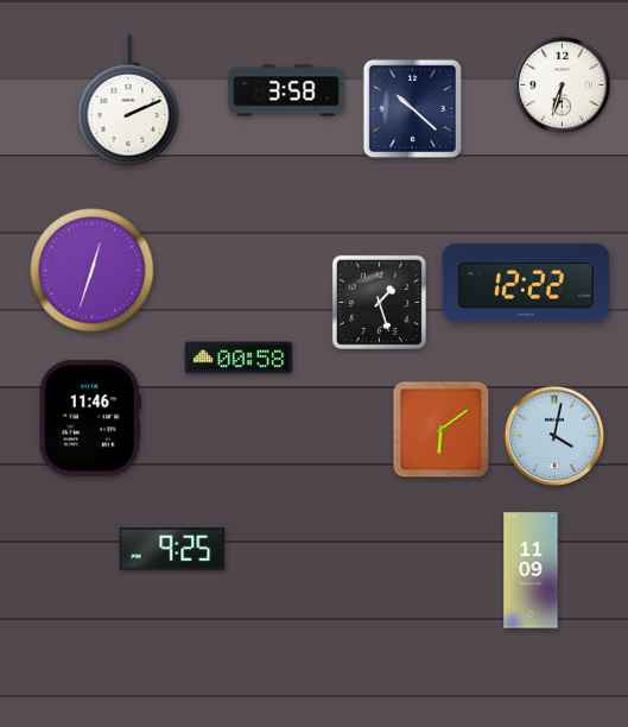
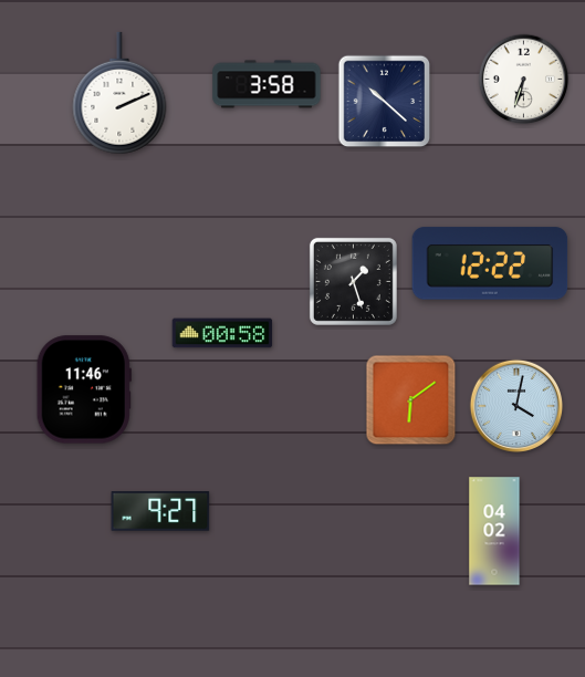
clock at (93, 271): 12:33 -> none
clock at (172, 549): 9:25 -> 9:27
clock at (531, 570): 11:09 -> 04:02
